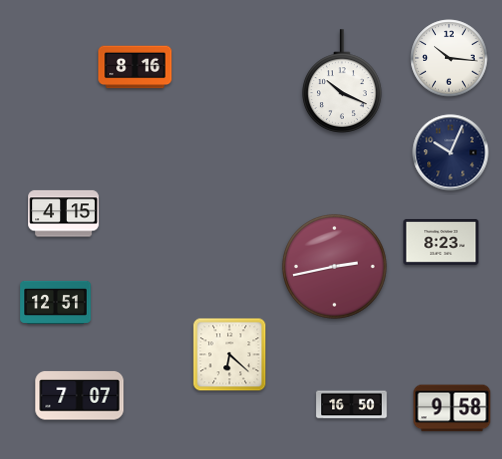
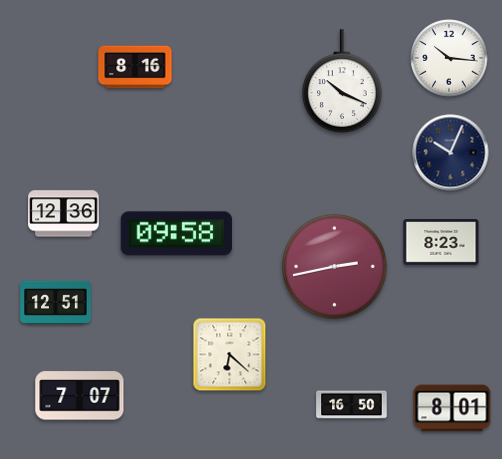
clock at (64, 214): 4:15 -> 12:36
clock at (176, 234): none -> 09:58
clock at (452, 408): 9:58 -> 8:01
